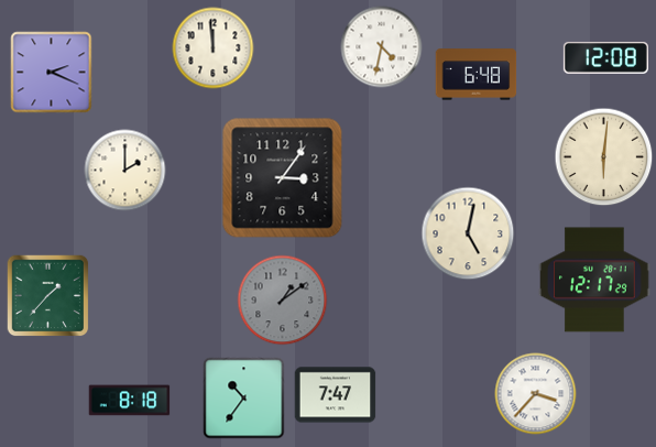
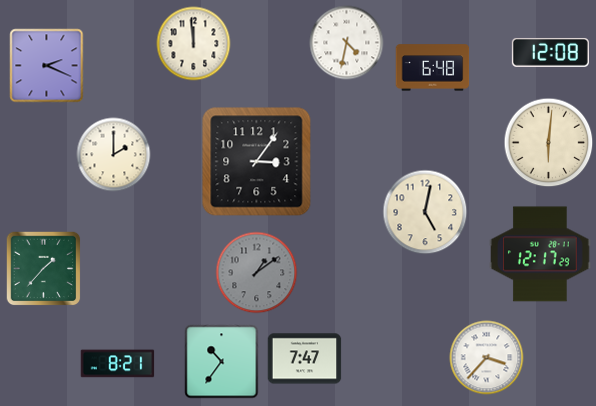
clock at (130, 401): 8:18 -> 8:21
